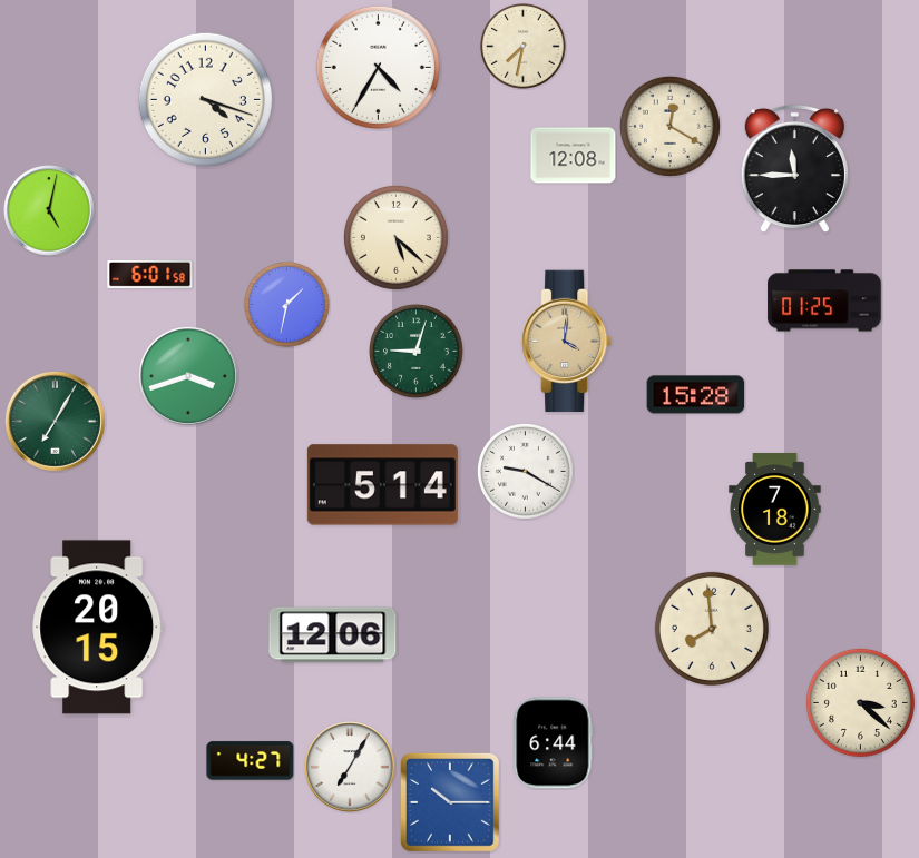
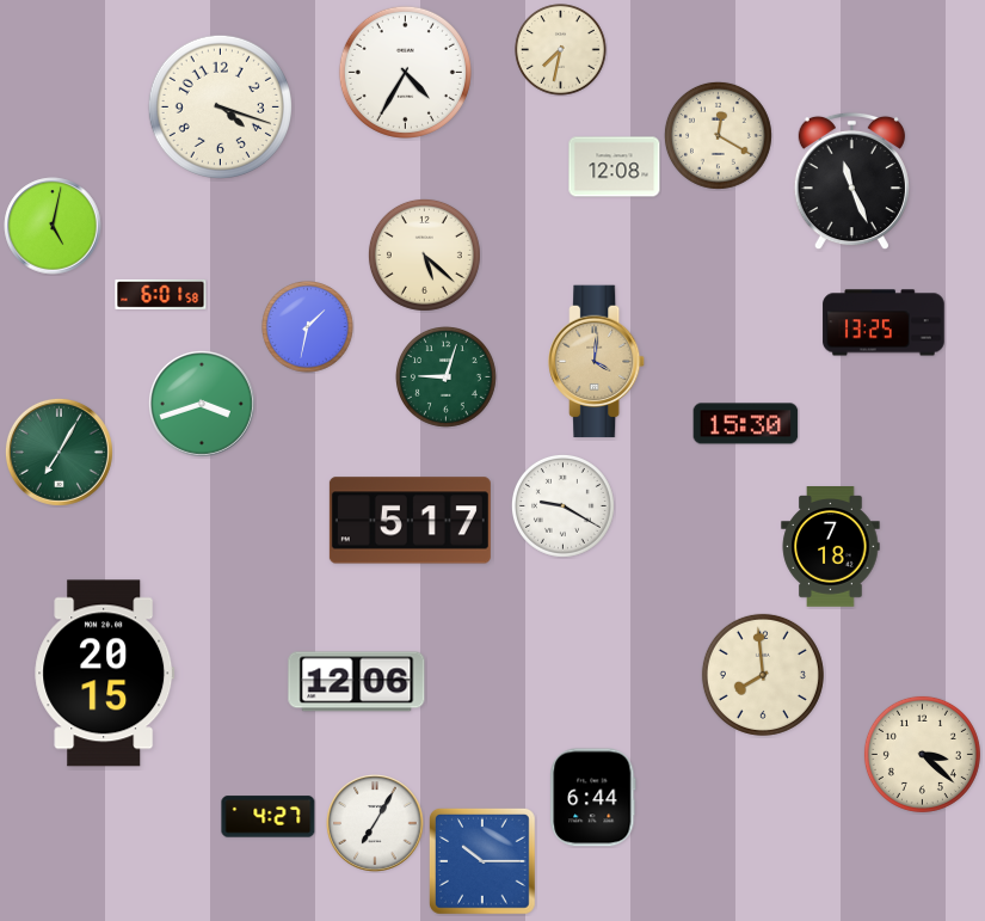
clock at (794, 169): 11:45 -> 11:26
clock at (824, 300): 01:25 -> 13:25
clock at (567, 342) position: (567, 342) -> (597, 362)
clock at (696, 395): 15:28 -> 15:30
clock at (382, 485): 5:14 -> 5:17
